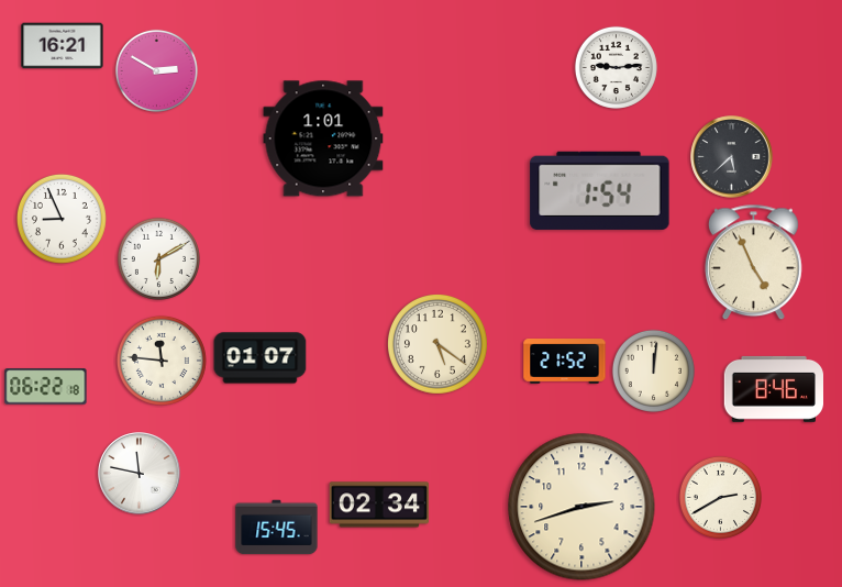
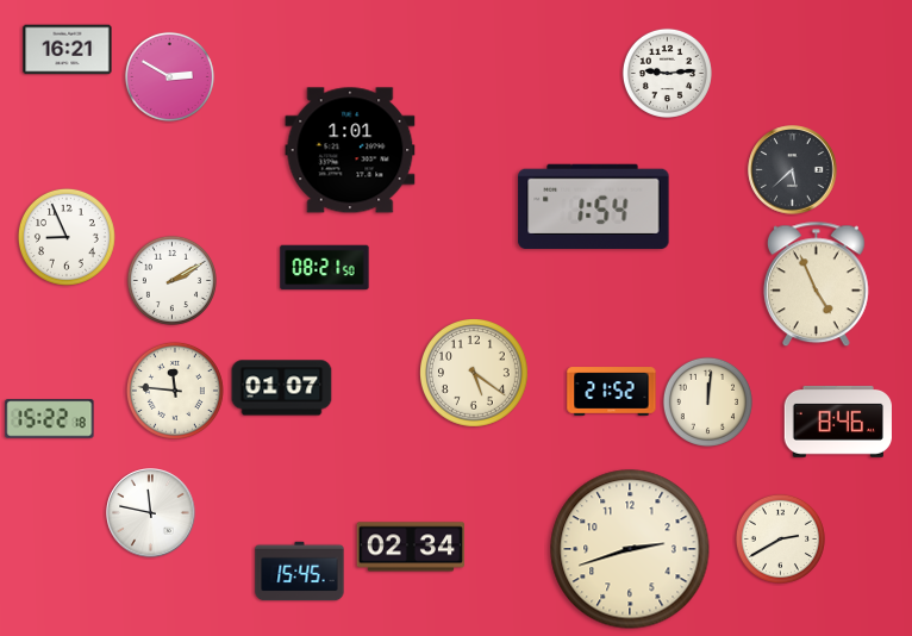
clock at (600, 190) position: (600, 190) -> (594, 206)
clock at (325, 268): none -> 08:21
clock at (158, 258): 6:10 -> 2:10
clock at (46, 387): 06:22 -> 15:22
